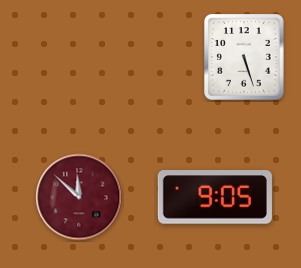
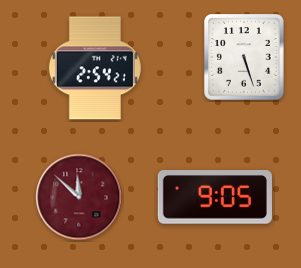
clock at (95, 68): none -> 2:54
